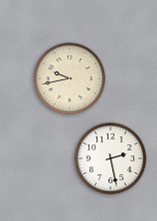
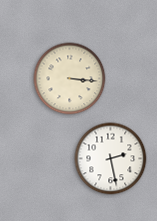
clock at (70, 79): 9:43 -> 3:16
